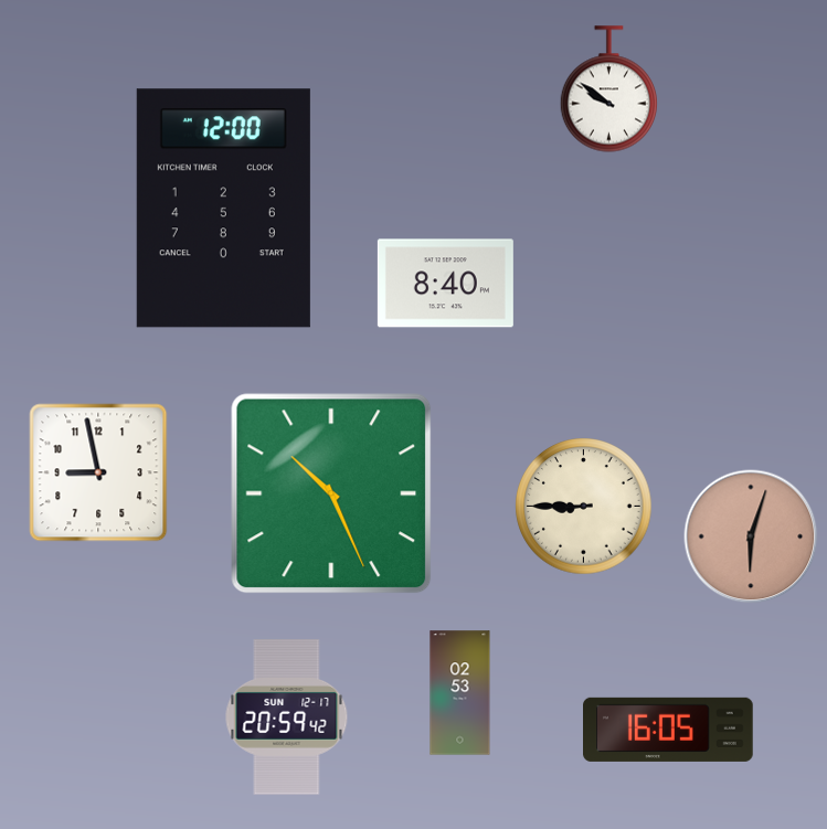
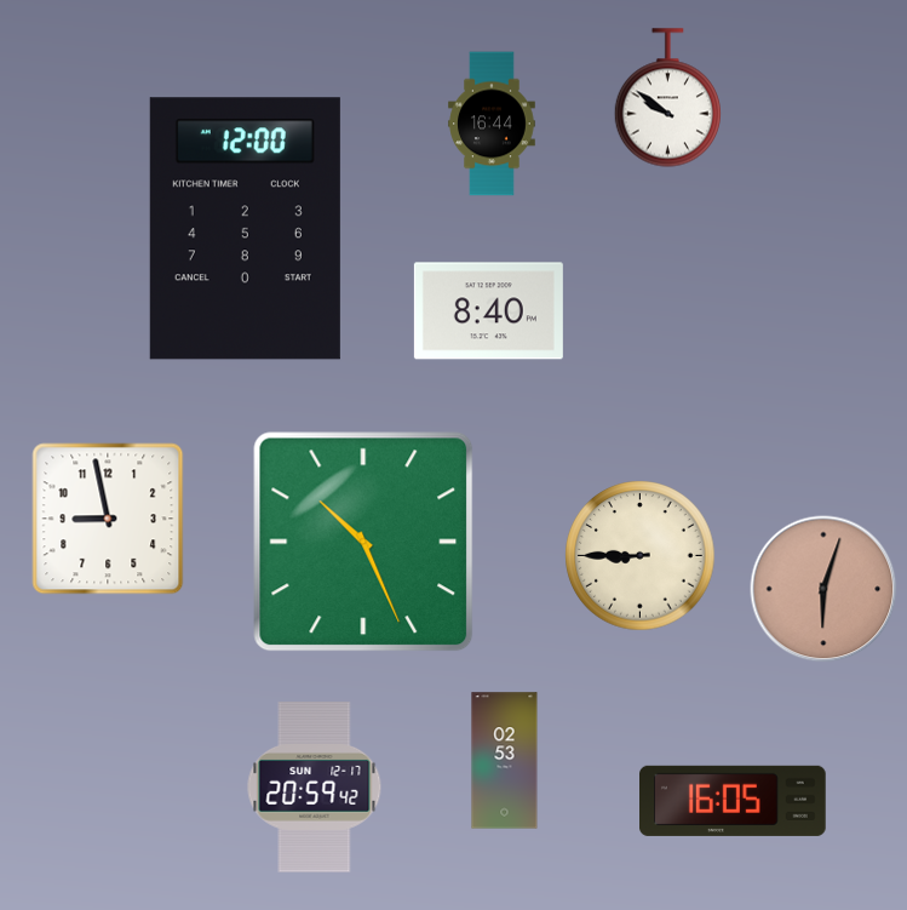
clock at (492, 124): none -> 16:44
